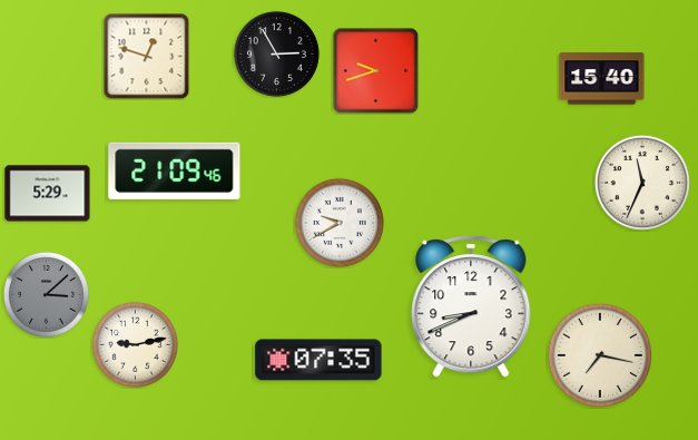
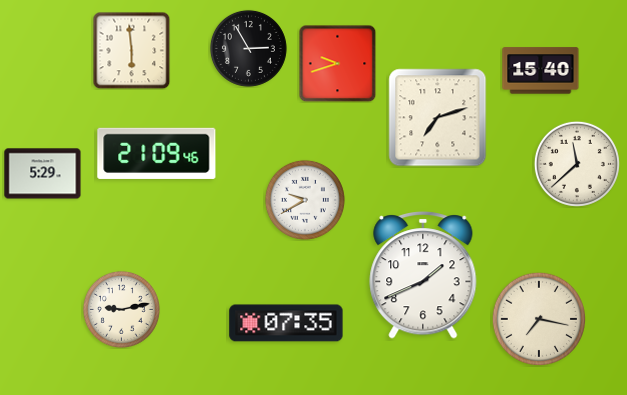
clock at (146, 56): 12:48 -> 5:59
clock at (438, 118): none -> 7:12
clock at (642, 183): 11:34 -> 11:38
clock at (46, 294): 3:08 -> none
clock at (471, 306): 8:41 -> 1:41
